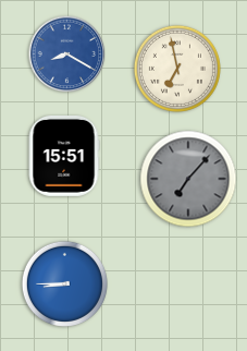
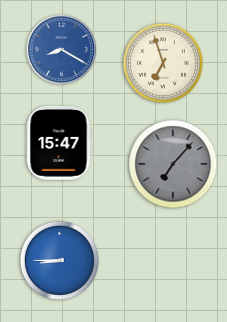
clock at (177, 69): 6:58 -> 6:57
clock at (64, 156): 15:51 -> 15:47
